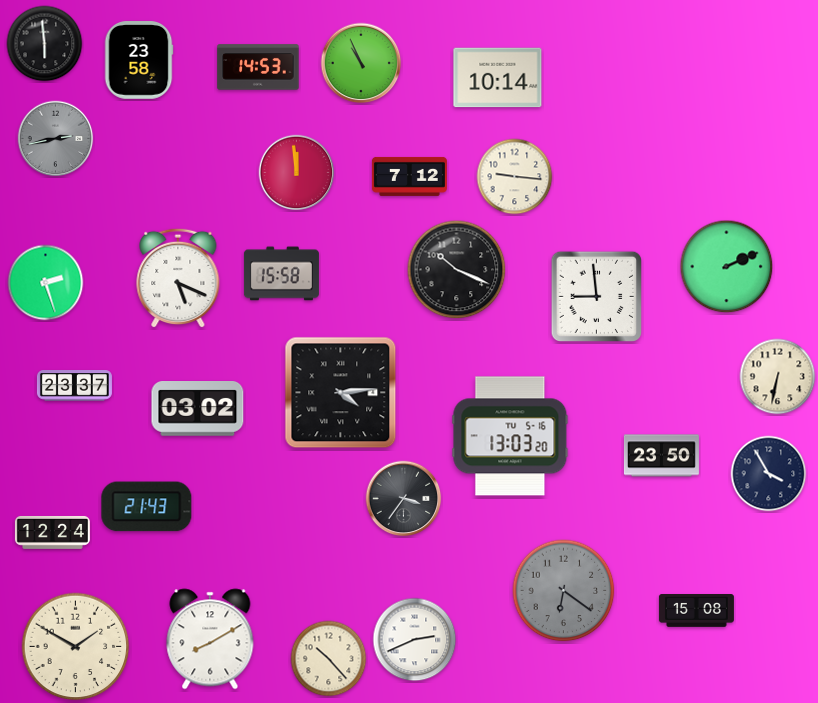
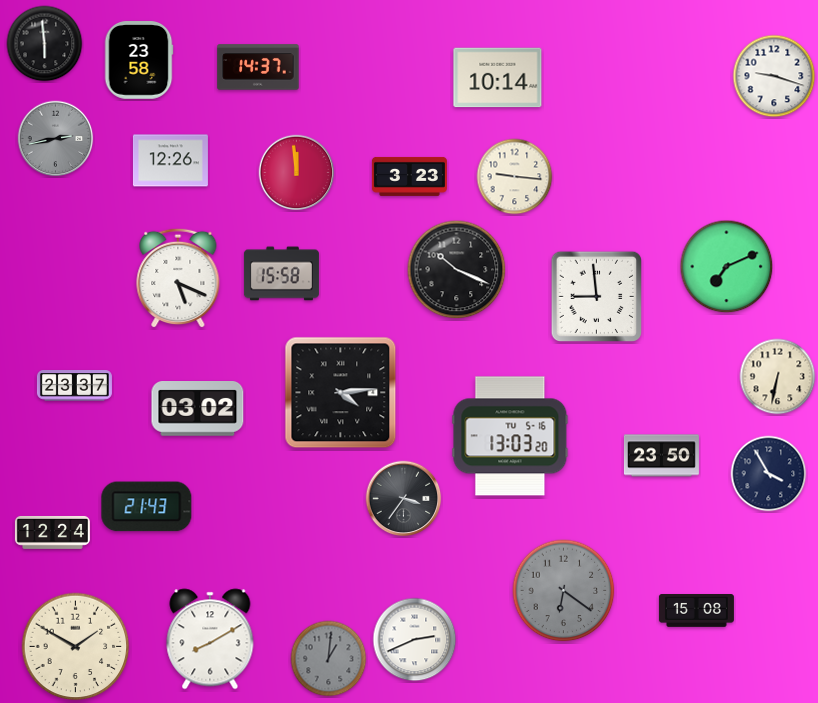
clock at (361, 63): 10:56 -> none
clock at (258, 67): 14:53 -> 14:37
clock at (774, 76): none -> 9:18
clock at (170, 161): none -> 12:26
clock at (409, 176): 7:12 -> 3:23
clock at (727, 267): 2:11 -> 7:11
clock at (46, 283): 2:27 -> none
clock at (329, 659): 10:23 -> 1:01
clock at (329, 659) dial: cream -> grey
